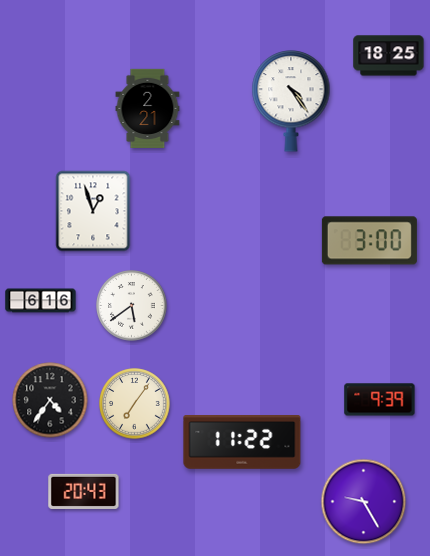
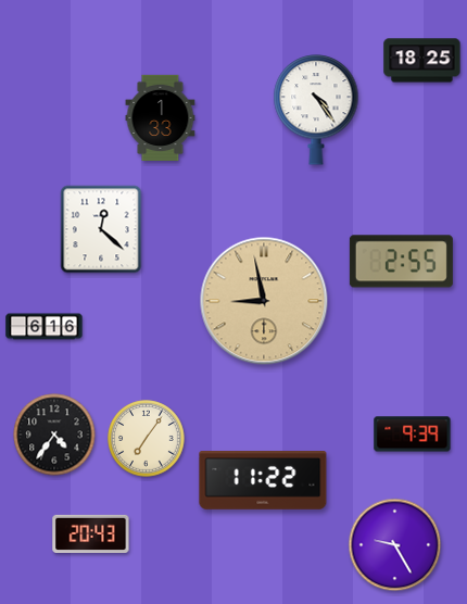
clock at (148, 108): 2:21 -> 1:33
clock at (93, 211): 12:57 -> 12:22
clock at (369, 241): 3:00 -> 2:55
clock at (264, 301): none -> 8:58
clock at (132, 306): 5:39 -> none
